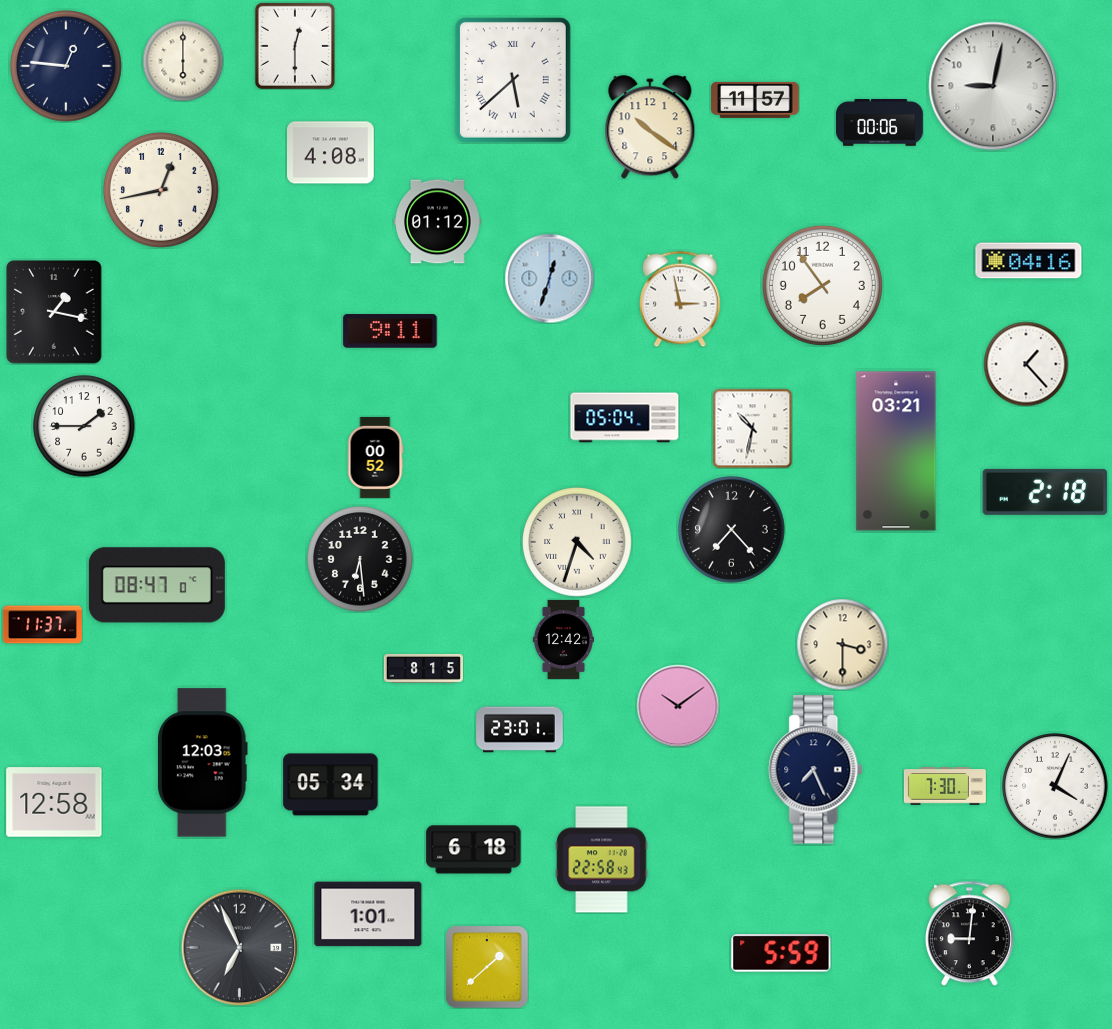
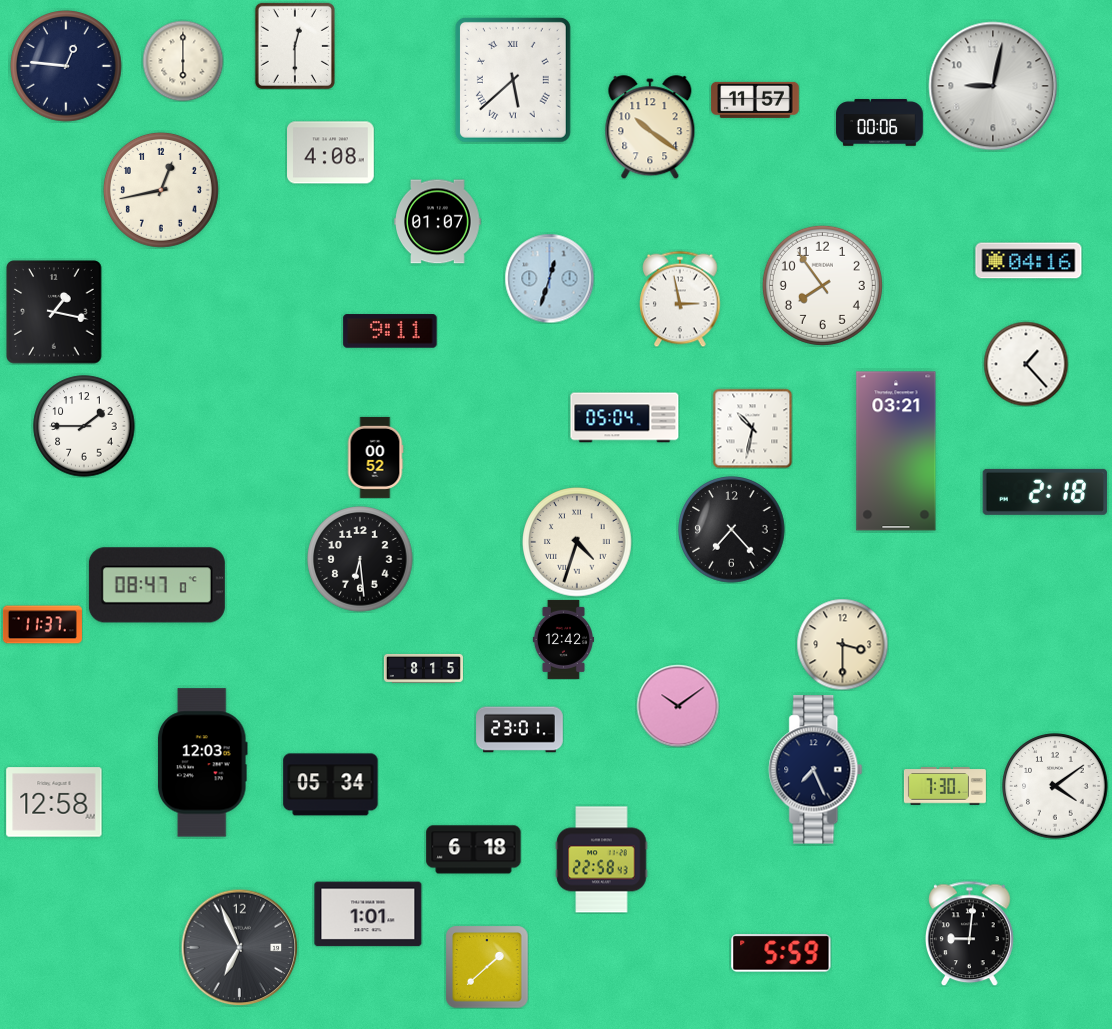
clock at (438, 222): 01:12 -> 01:07
clock at (1055, 786): 4:04 -> 4:09
